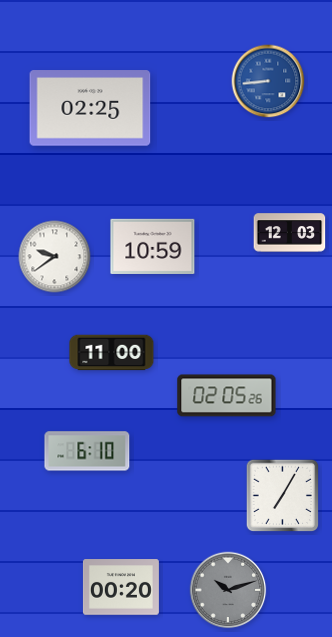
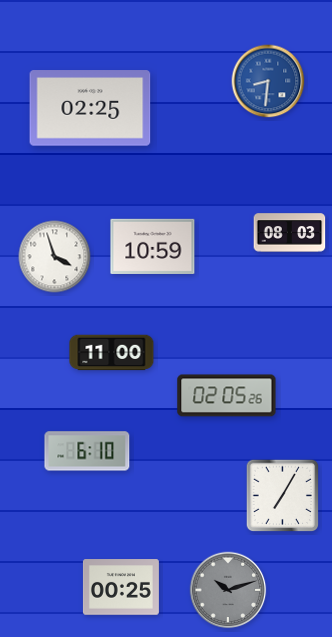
clock at (268, 81): 8:44 -> 8:31
clock at (290, 233): 12:03 -> 08:03
clock at (55, 257): 9:39 -> 3:57
clock at (121, 587): 00:20 -> 00:25
